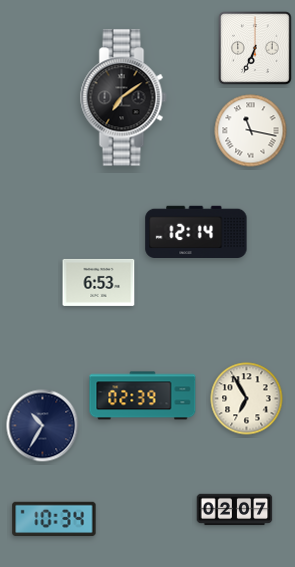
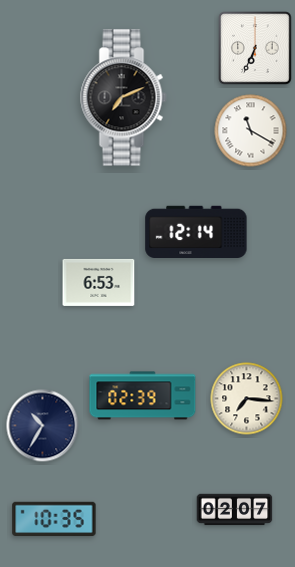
clock at (124, 98): 7:09 -> 7:11
clock at (251, 131): 11:17 -> 11:20
clock at (247, 399): 6:55 -> 7:16
clock at (54, 519): 10:34 -> 10:35
